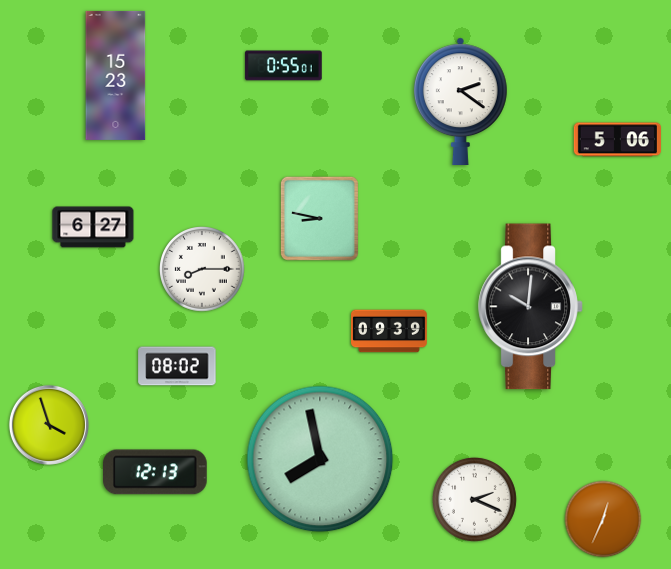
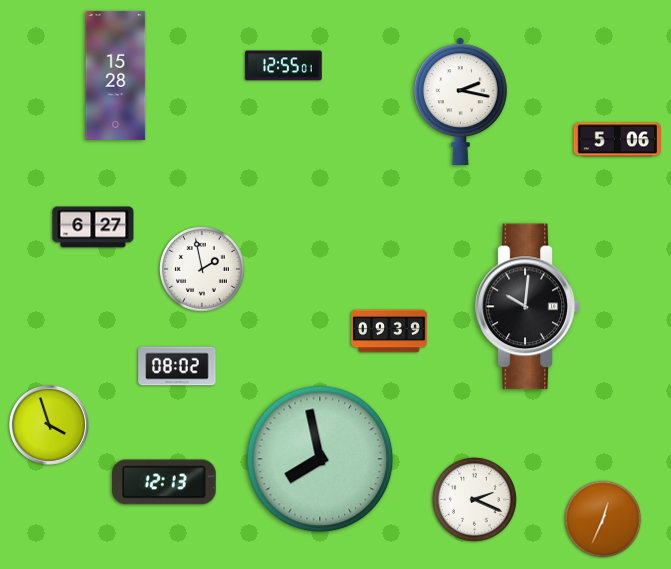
clock at (284, 66): 0:55 -> 12:55
clock at (116, 75): 15:23 -> 15:28
clock at (460, 101): 2:21 -> 2:17
clock at (319, 218): 8:47 -> none
clock at (203, 270): 8:15 -> 1:58
clock at (531, 307) position: (531, 307) -> (528, 307)
clock at (156, 472) position: (156, 472) -> (165, 482)
